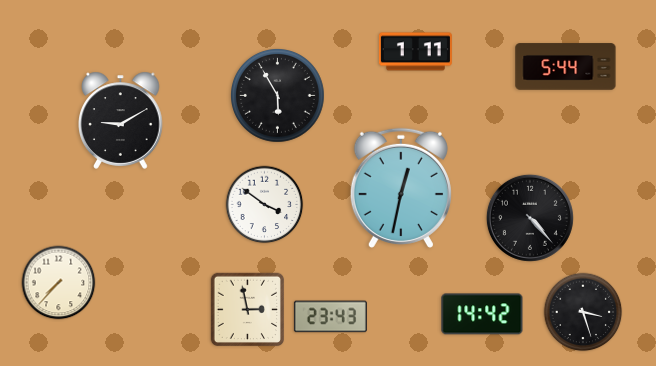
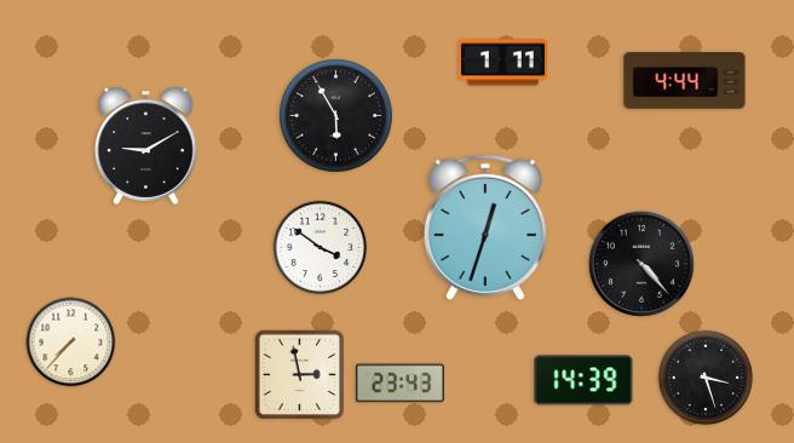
clock at (566, 67): 5:44 -> 4:44
clock at (401, 188): 12:32 -> 12:33
clock at (482, 314): 14:42 -> 14:39
